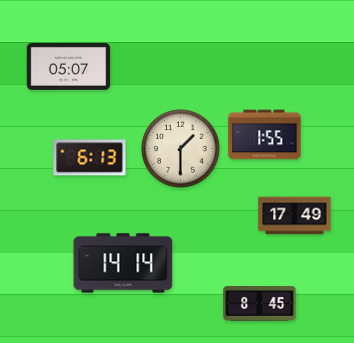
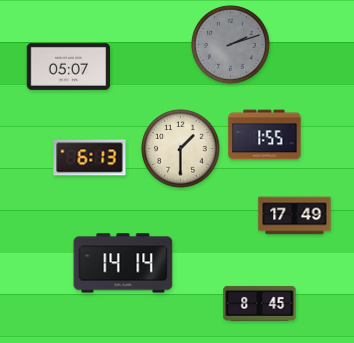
clock at (231, 45): none -> 2:12
